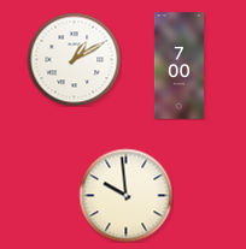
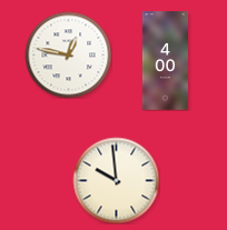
clock at (74, 59): 1:10 -> 12:47
clock at (178, 66): 7:00 -> 4:00
